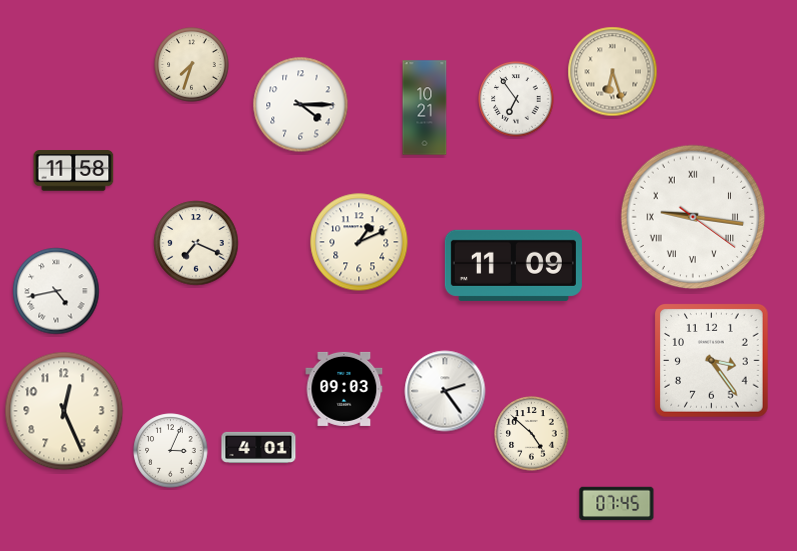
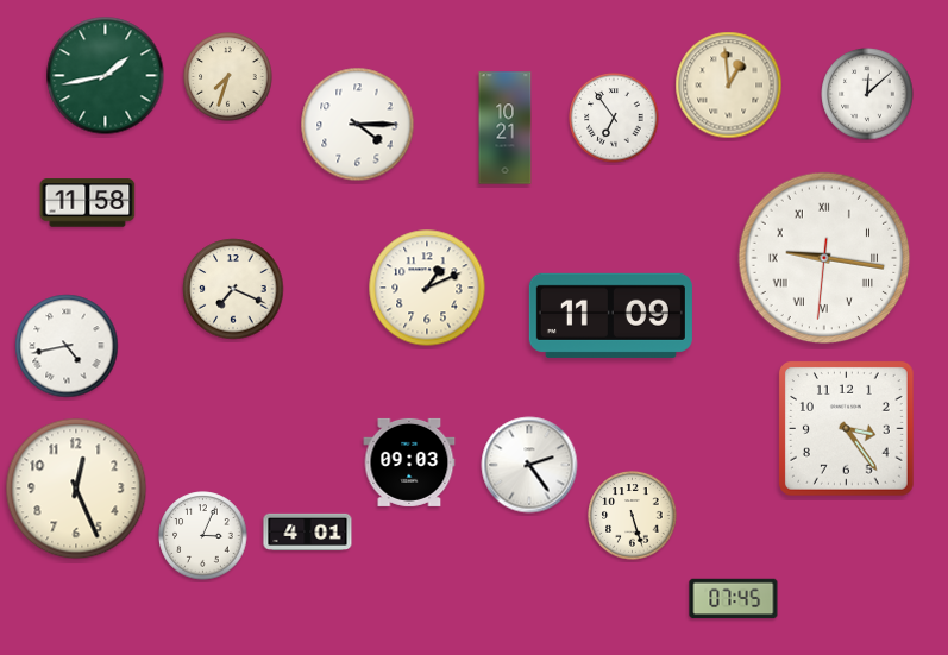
clock at (106, 76): none -> 1:43
clock at (613, 72): 6:27 -> 12:59
clock at (867, 94): none -> 12:08
clock at (693, 217): 9:16:21 -> 9:16:31
clock at (532, 434): 4:52 -> 5:27
